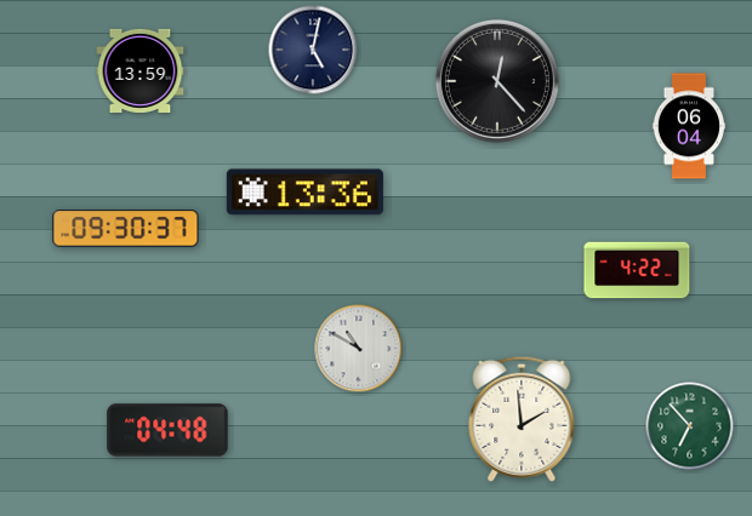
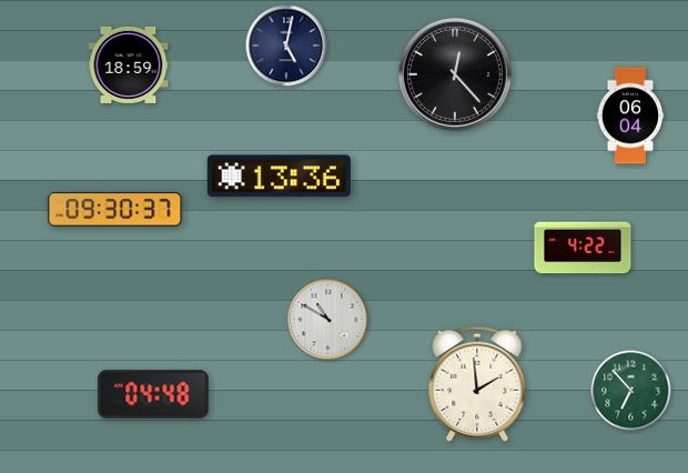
clock at (141, 70): 13:59 -> 18:59
